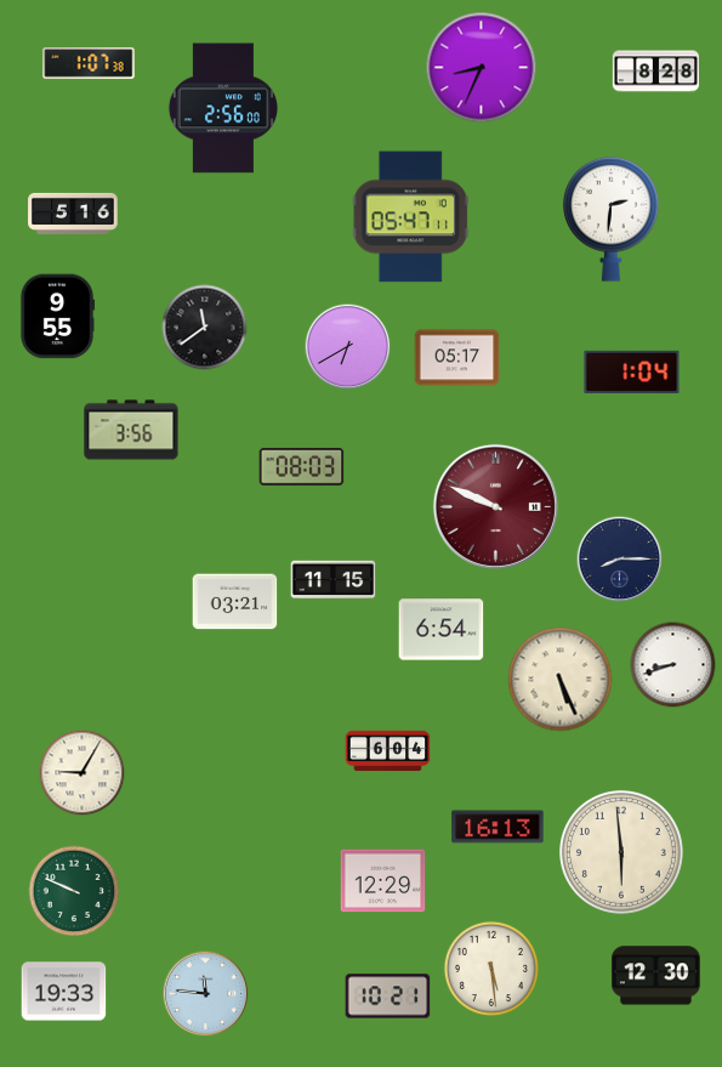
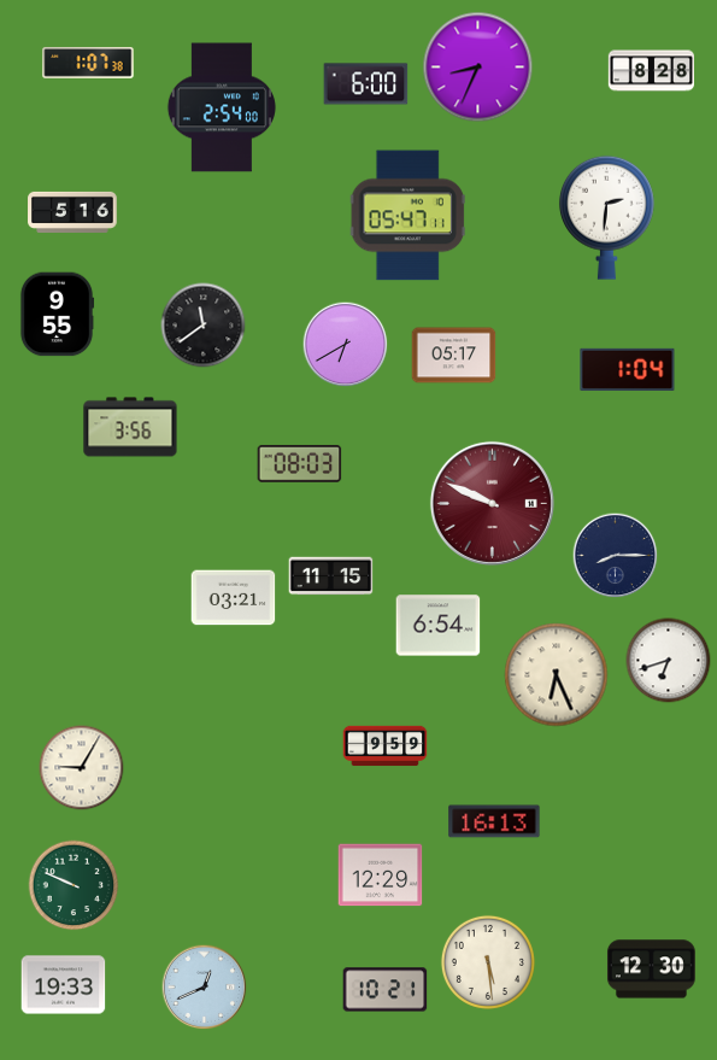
clock at (366, 84): none -> 6:00
clock at (223, 108): 2:56 -> 2:54
clock at (673, 665): 8:42 -> 6:42
clock at (561, 680): 5:26 -> 6:26
clock at (388, 751): 6:04 -> 9:59
clock at (621, 852): 5:59 -> none
clock at (206, 994): 11:46 -> 12:41
